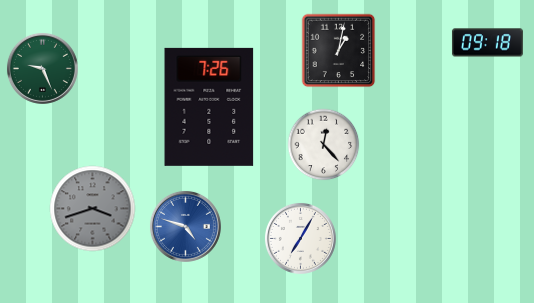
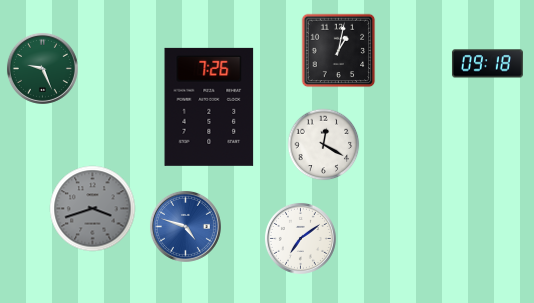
clock at (487, 43) position: (487, 43) -> (487, 64)
clock at (324, 145): 12:23 -> 12:20
clock at (300, 238): 7:05 -> 7:09
